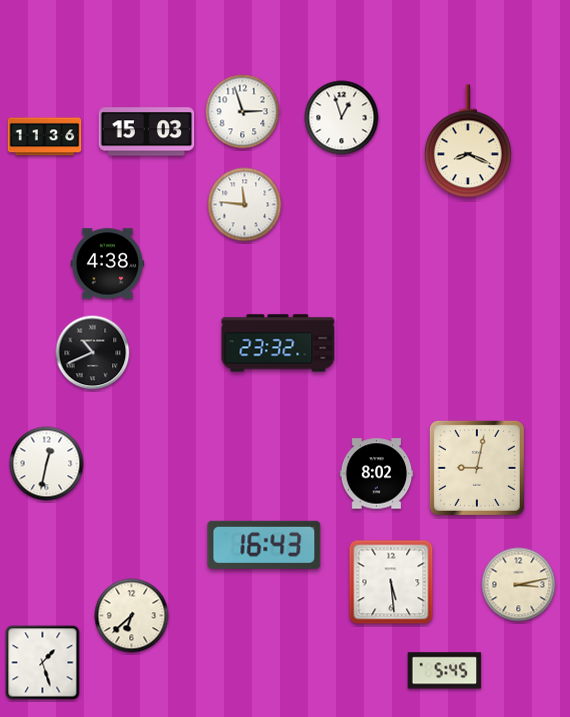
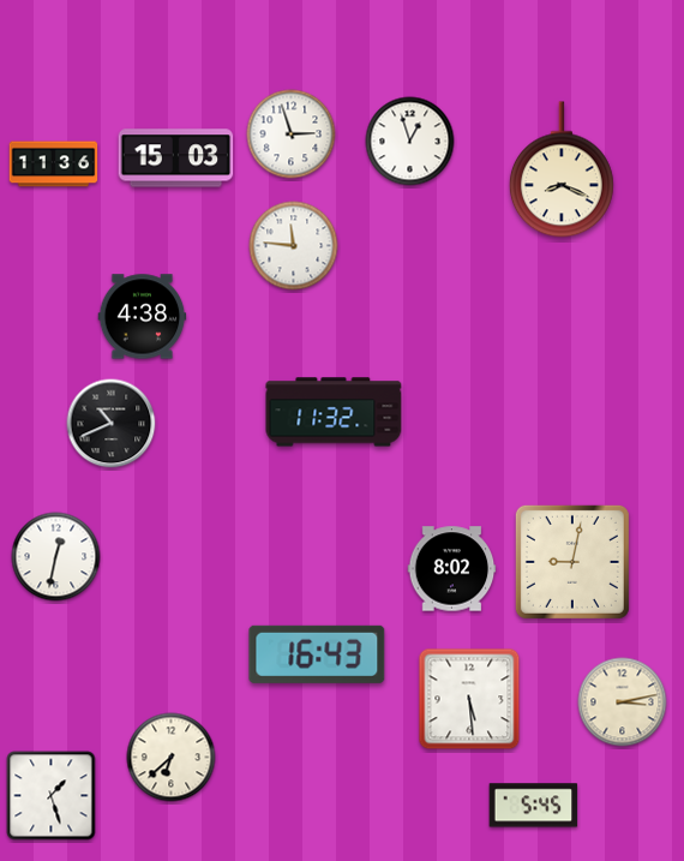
clock at (108, 264) position: (108, 264) -> (143, 317)
clock at (278, 343): 23:32 -> 11:32
clock at (132, 616) position: (132, 616) -> (172, 758)
